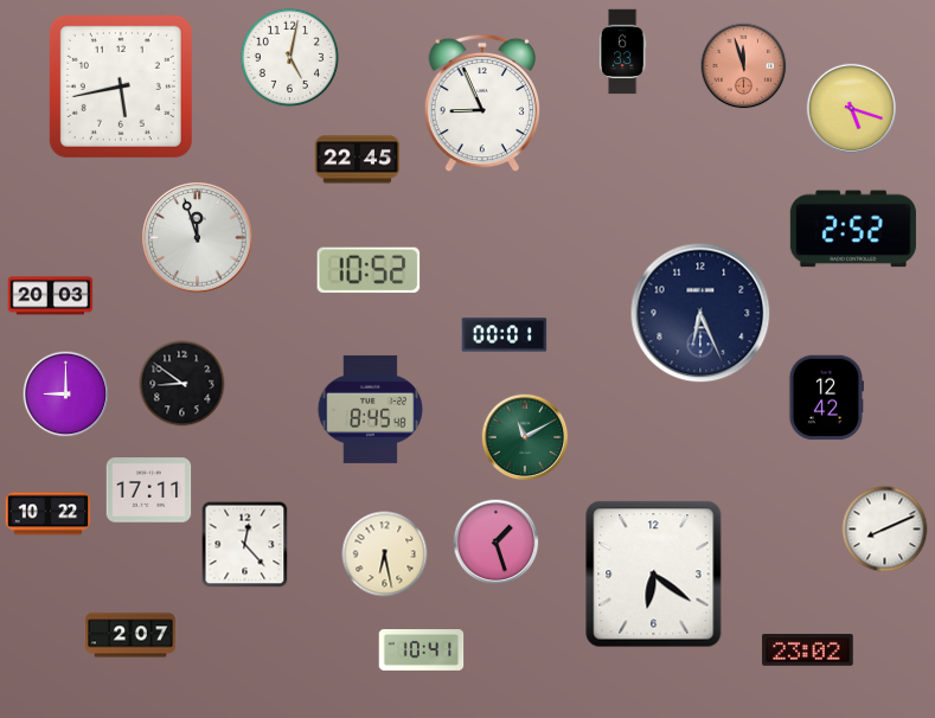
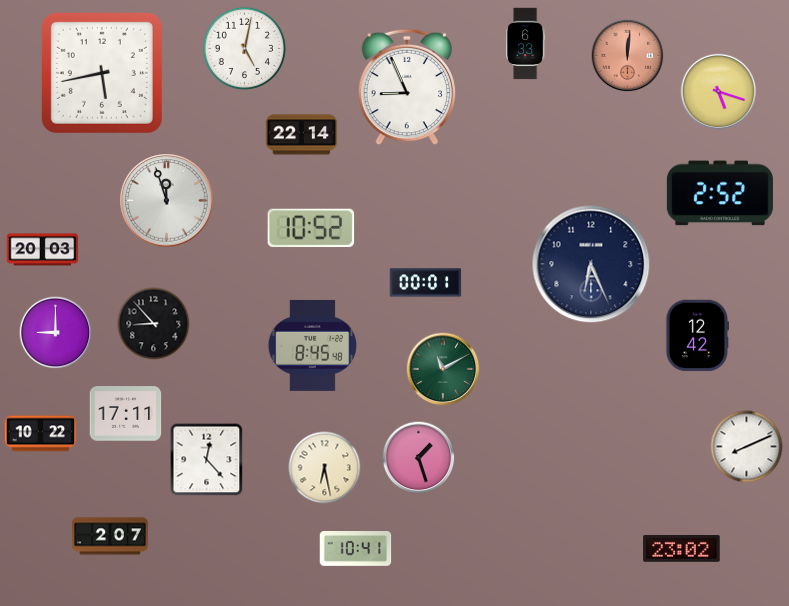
clock at (744, 66): 11:57 -> 12:01
clock at (358, 160): 22:45 -> 22:14
clock at (182, 384): 8:51 -> 8:53
clock at (654, 575): 6:21 -> none
